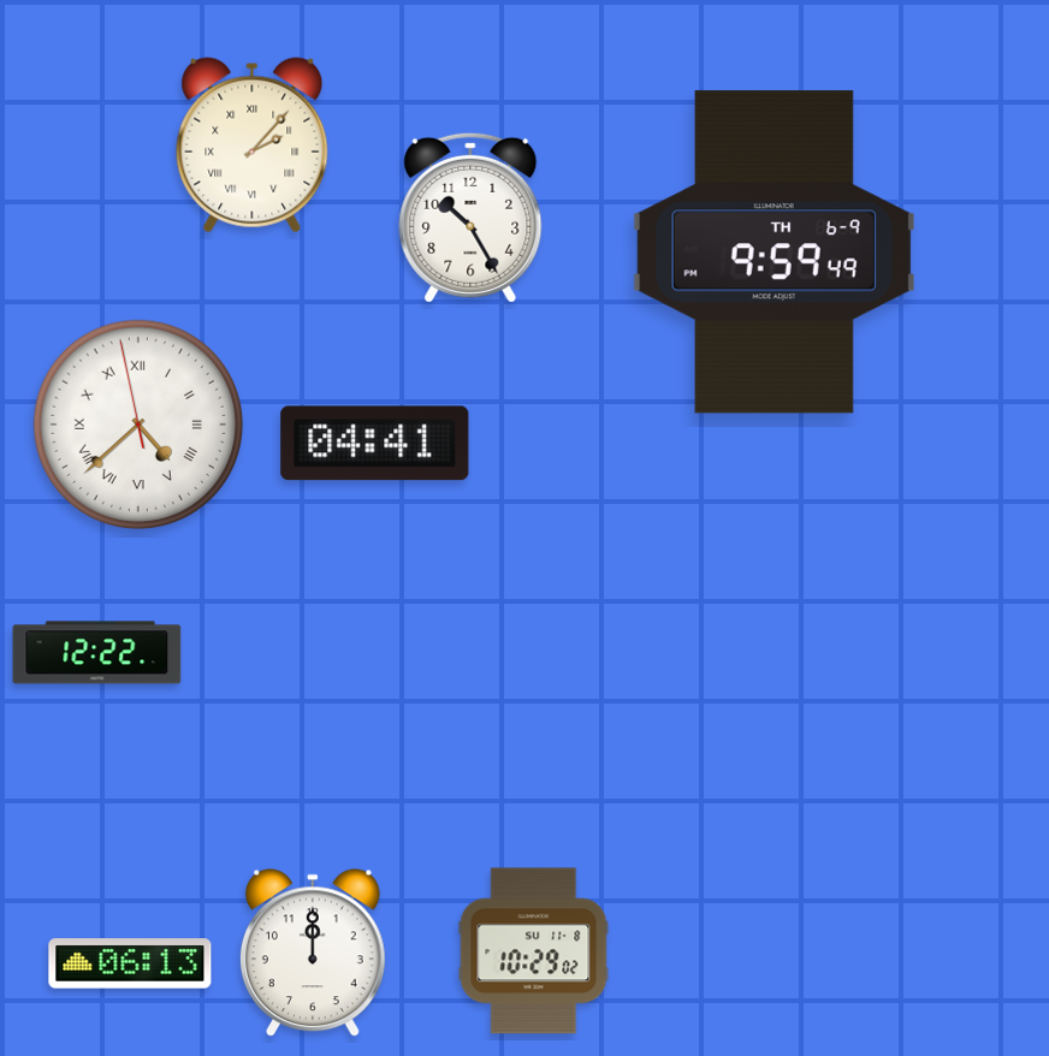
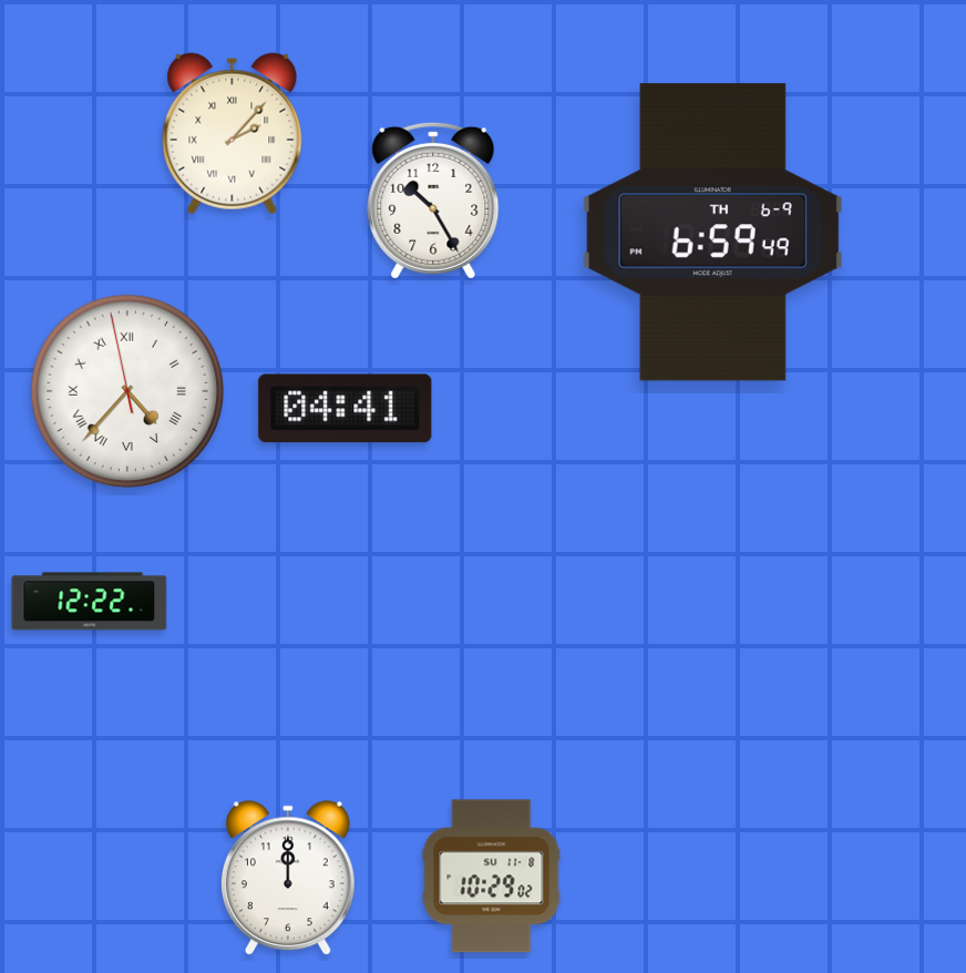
clock at (774, 253): 9:59 -> 6:59
clock at (138, 425): 4:37 -> 4:36
clock at (130, 963): 06:13 -> none
